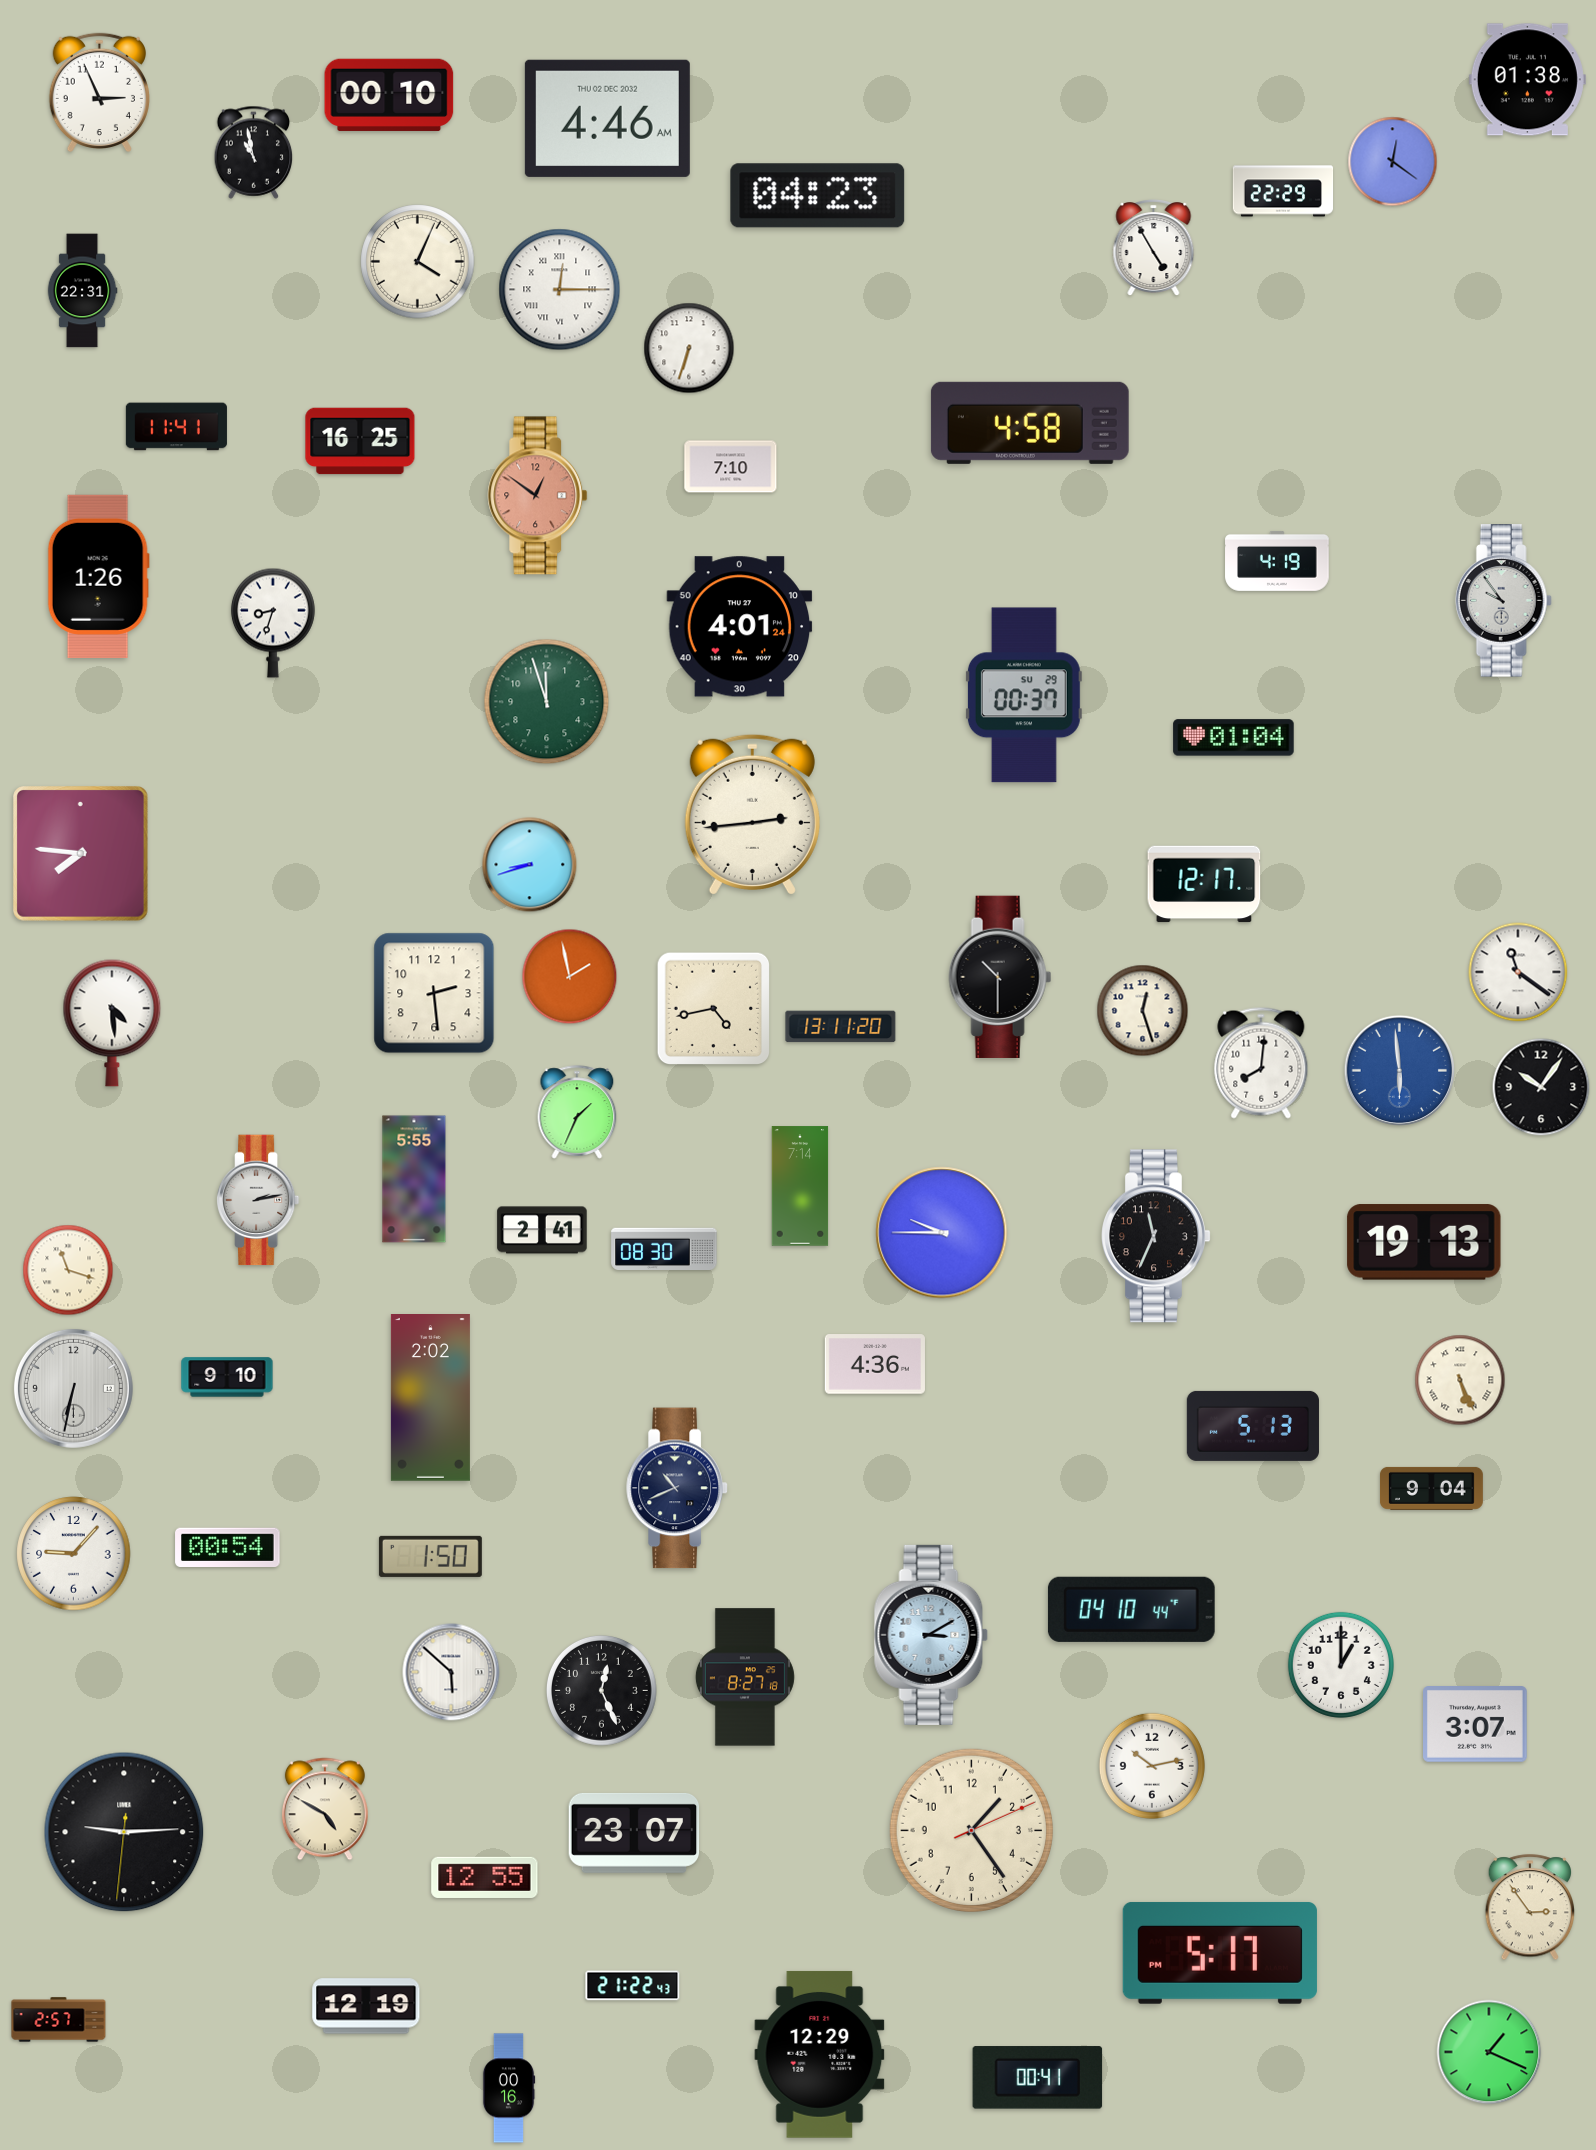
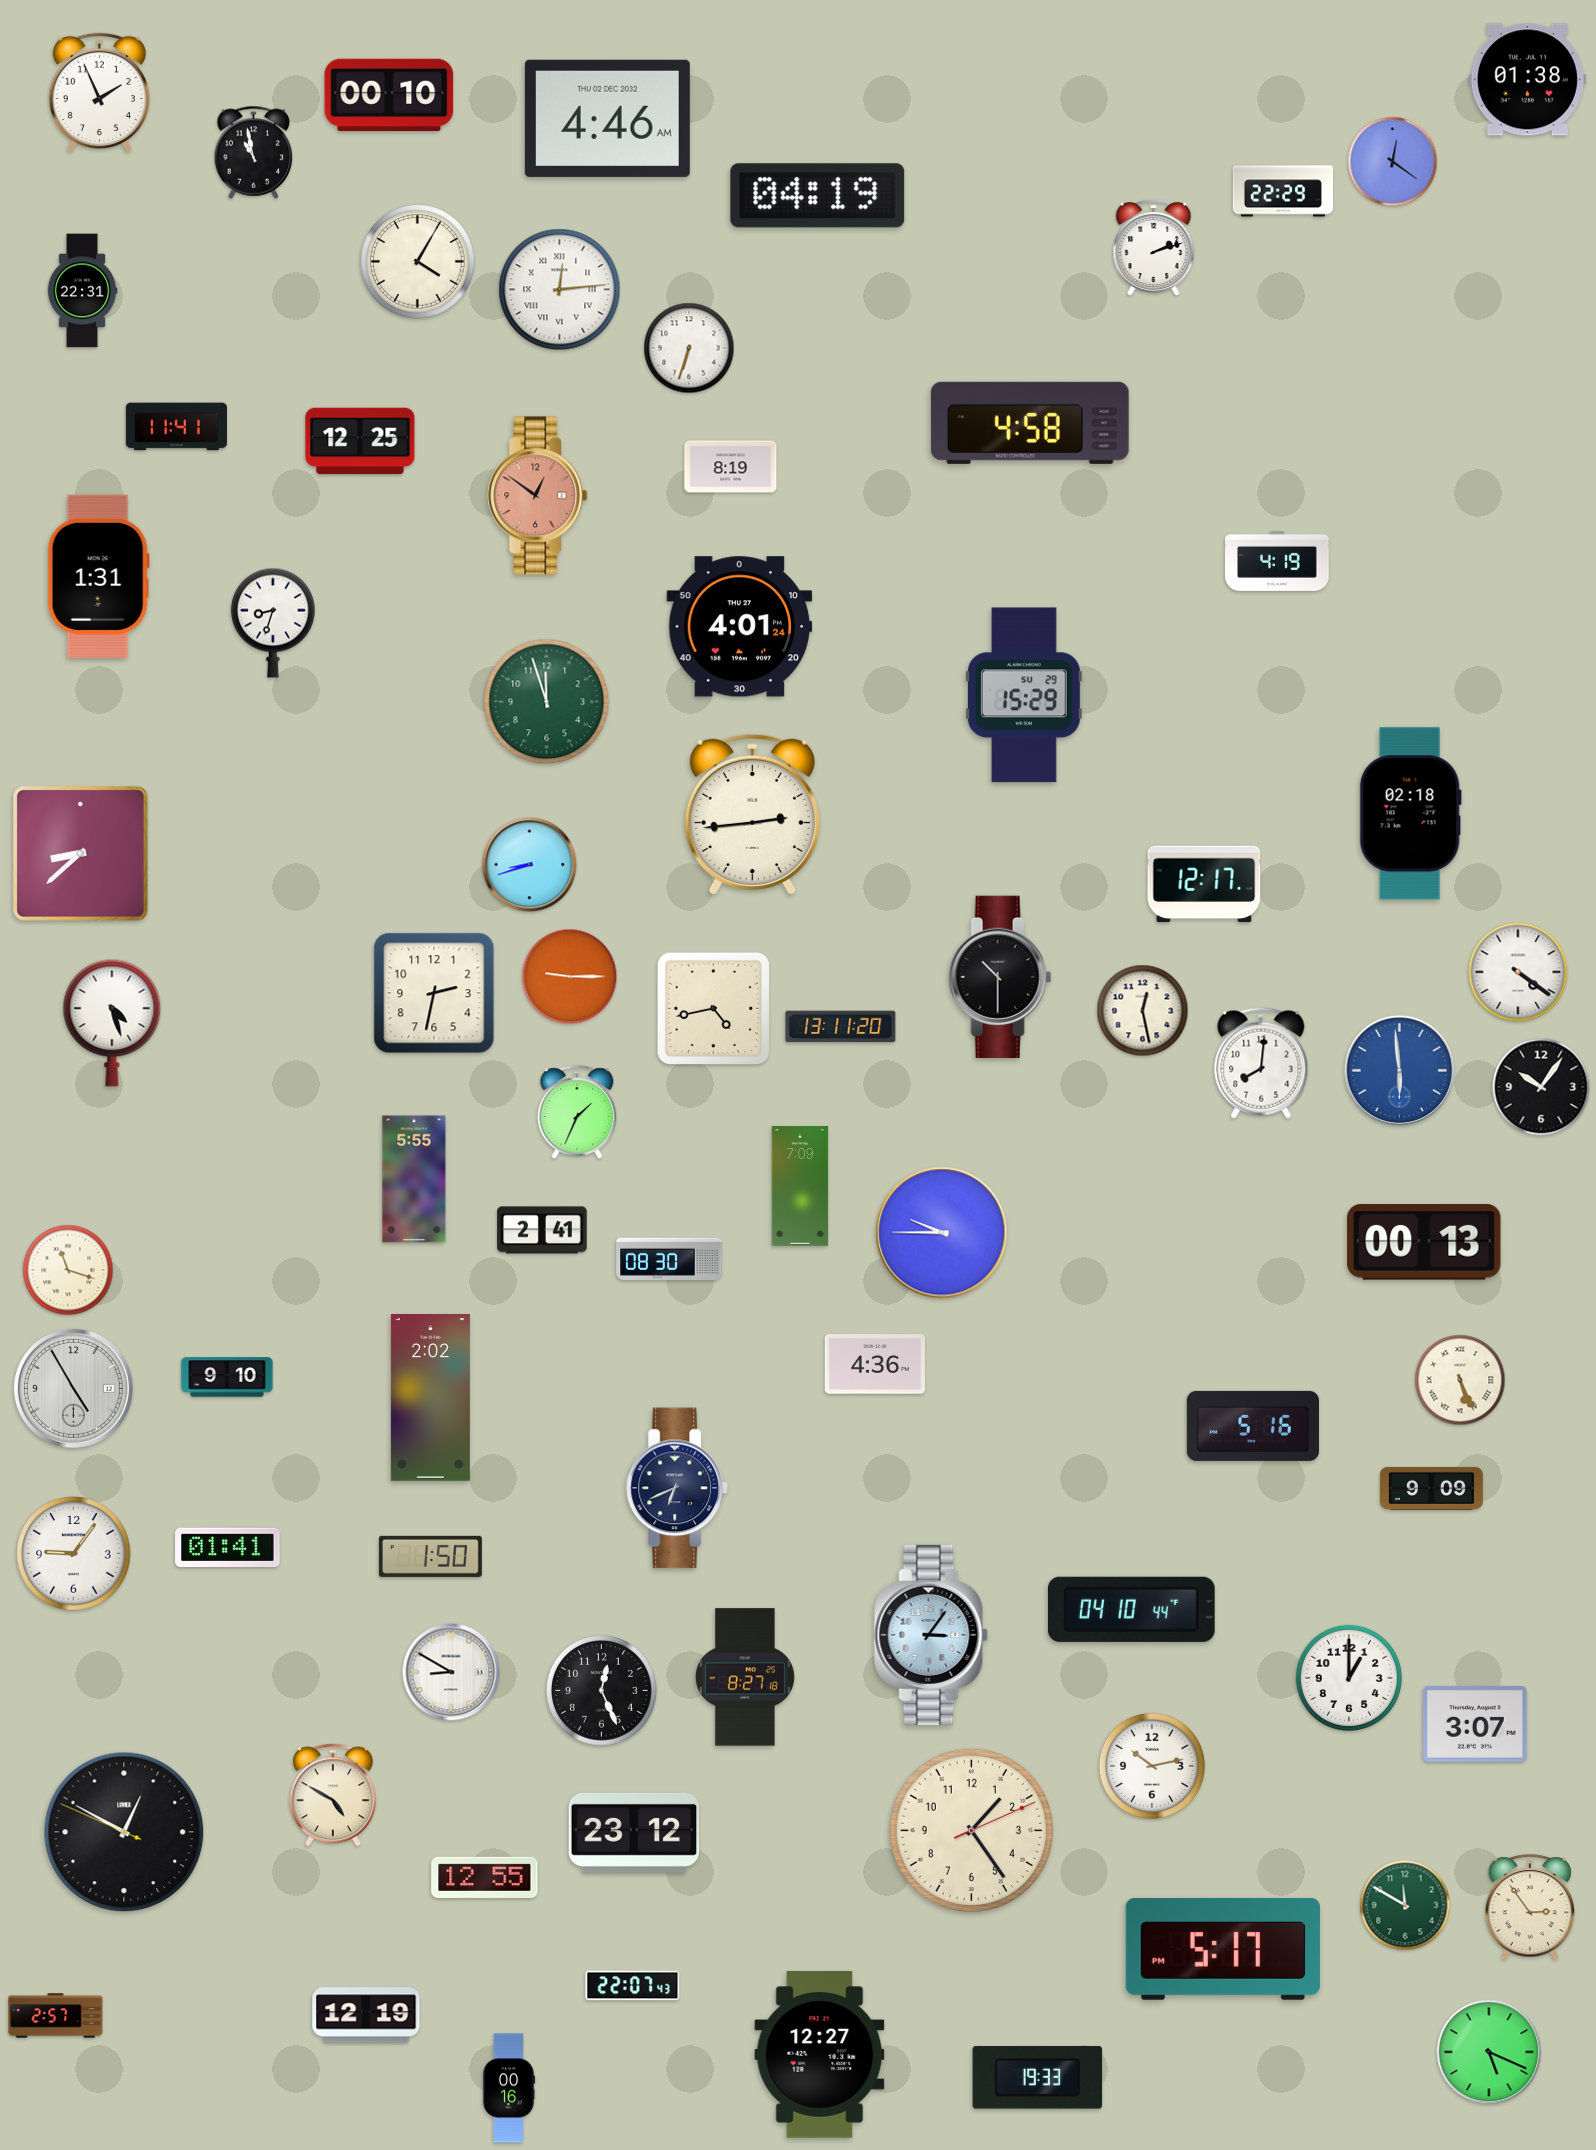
clock at (99, 93): 2:56 -> 1:56
clock at (818, 196): 04:23 -> 04:19
clock at (1154, 248): 4:55 -> 2:12
clock at (418, 262): 4:04 -> 4:05
clock at (560, 290): 12:15 -> 12:14
clock at (360, 441): 16:25 -> 12:25
clock at (731, 467): 7:10 -> 8:19
clock at (98, 576): 1:26 -> 1:31
clock at (1503, 601): 9:54 -> none
clock at (1024, 695): 00:37 -> 15:29
clock at (1234, 738): 01:04 -> none
clock at (1410, 814): none -> 02:18
clock at (81, 854): 7:46 -> 8:38
clock at (1518, 972): 11:21 -> 4:21
clock at (570, 977): 1:58 -> 9:15
clock at (434, 993): 2:29 -> 2:32
clock at (1143, 1011): 12:27 -> 12:28
clock at (112, 1023): 4:29 -> 4:27
clock at (800, 1186): 7:14 -> 7:09
clock at (258, 1200): 2:13 -> none
clock at (1157, 1236): 11:34 -> none
clock at (1424, 1242): 19:13 -> 00:13
clock at (664, 1248) position: (664, 1248) -> (669, 1258)
clock at (73, 1388): 6:32 -> 4:55
clock at (1253, 1426): 5:13 -> 5:16
clock at (677, 1488): 10:41 -> 6:41
clock at (1431, 1488): 9:04 -> 9:09
clock at (228, 1547): 00:54 -> 01:41
clock at (74, 1554): 9:07 -> 9:06
clock at (931, 1635): 3:10 -> 3:06
clock at (1341, 1665) position: (1341, 1665) -> (1349, 1678)
clock at (451, 1672): 5:52 -> 8:50
clock at (325, 1809) position: (325, 1809) -> (333, 1795)
clock at (124, 1832): 9:14 -> 12:49
clock at (634, 1833): 23:07 -> 23:12
clock at (1405, 1905): none -> 11:50
clock at (1220, 1953) position: (1220, 1953) -> (1223, 1949)
clock at (633, 1986): 21:22 -> 22:07
clock at (366, 2006) position: (366, 2006) -> (366, 2015)
clock at (59, 2020) position: (59, 2020) -> (56, 2016)
clock at (1489, 2052): 1:19 -> 5:19
clock at (820, 2054): 12:29 -> 12:27
clock at (1038, 2078): 00:41 -> 19:33
